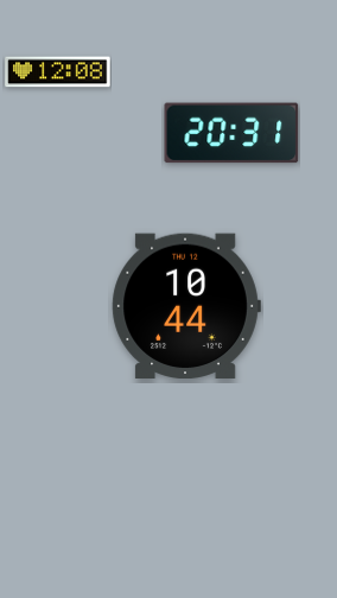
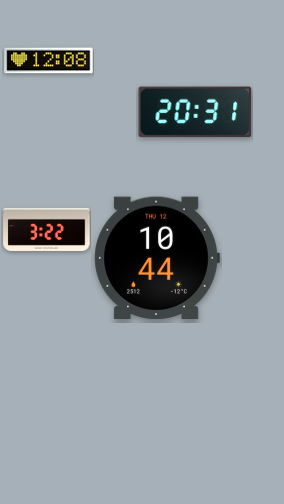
clock at (47, 229): none -> 3:22
